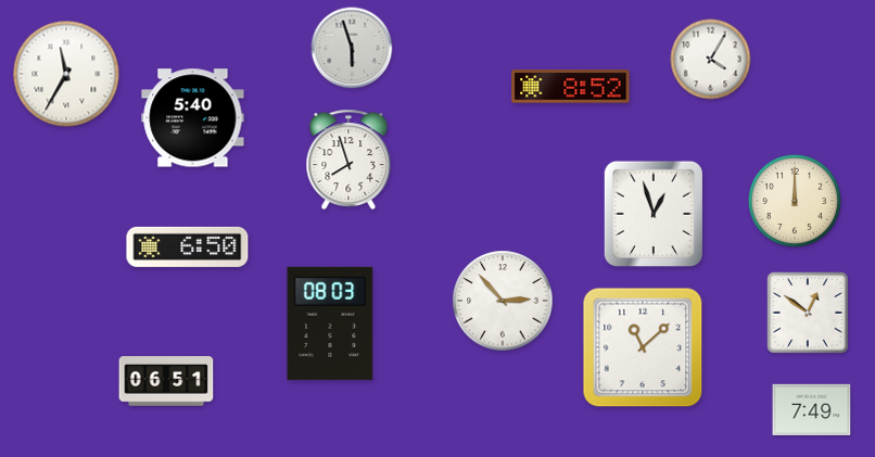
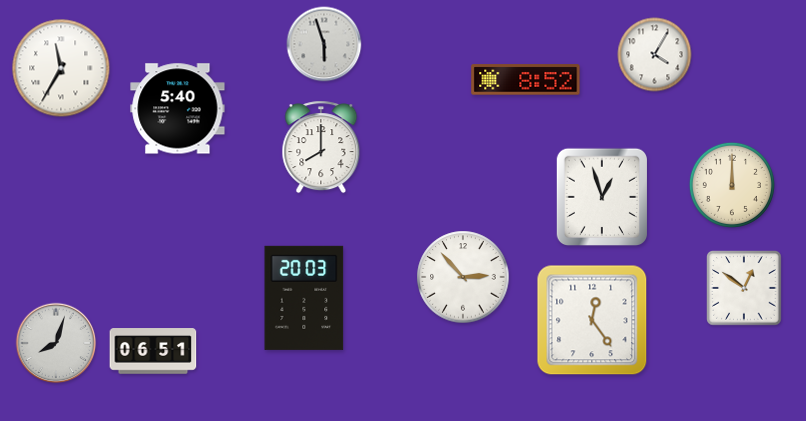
clock at (348, 160): 7:57 -> 8:00
clock at (188, 246): 6:50 -> none
clock at (330, 323): 08:03 -> 20:03
clock at (643, 347): 11:08 -> 12:24
clock at (56, 343): none -> 8:03
clock at (812, 409): 7:49 -> none
